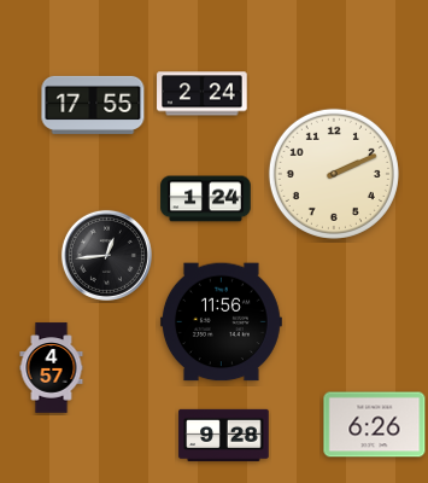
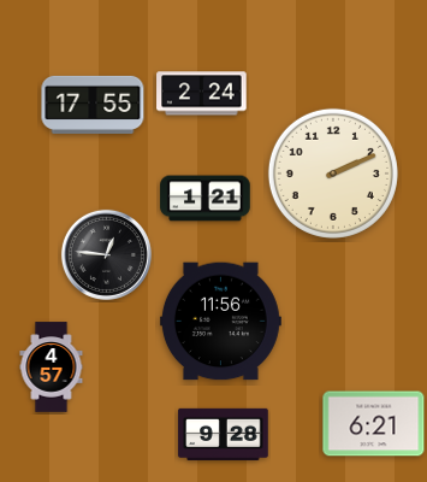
clock at (206, 199): 1:24 -> 1:21
clock at (106, 255): 12:44 -> 12:46
clock at (375, 425): 6:26 -> 6:21
